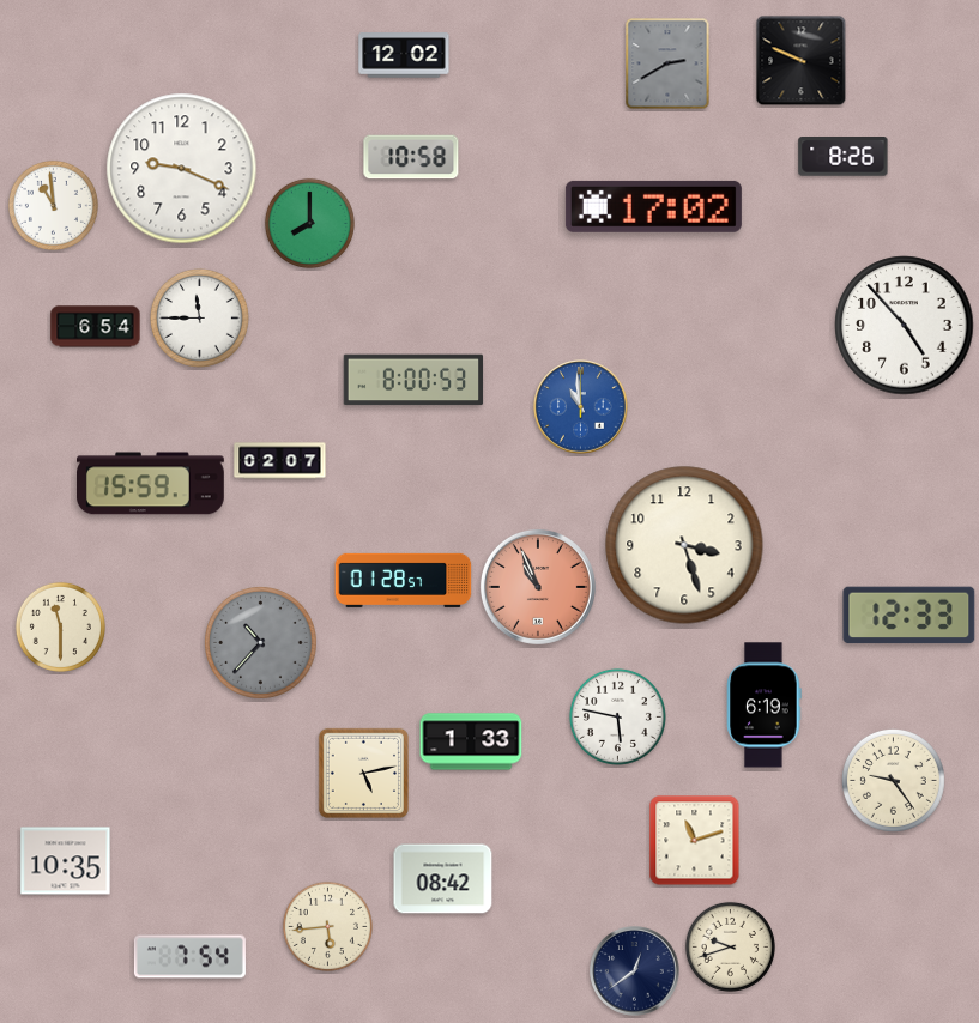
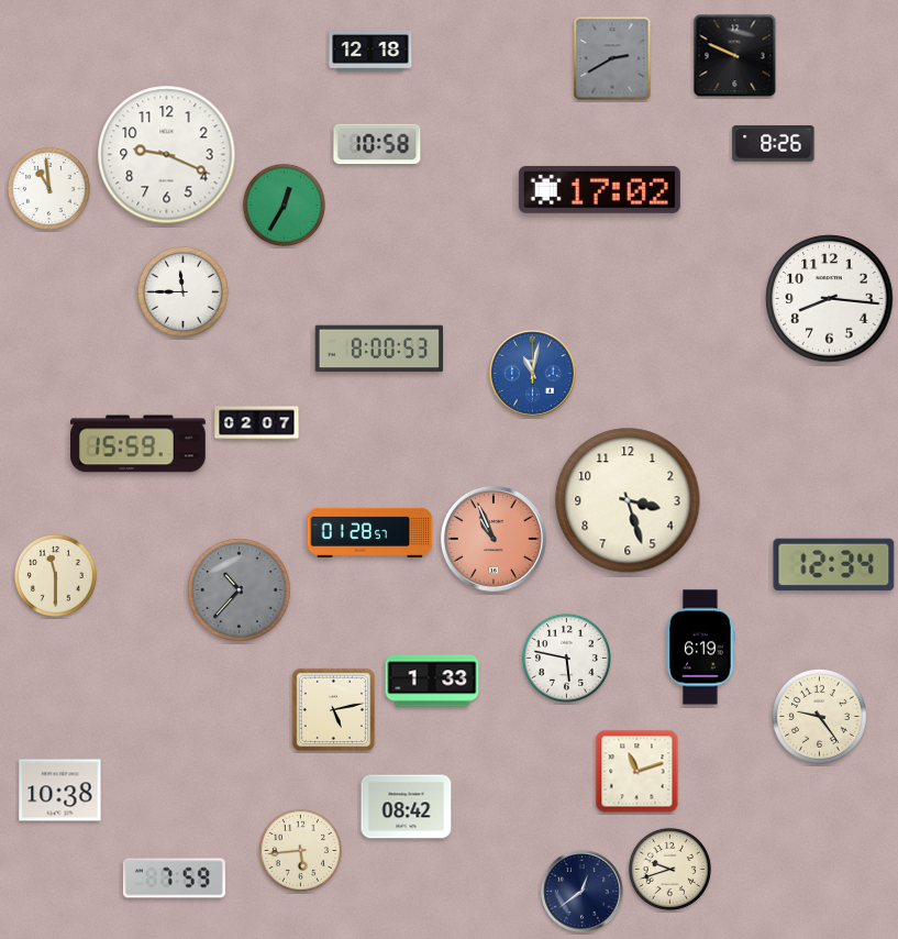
clock at (404, 55): 12:02 -> 12:18
clock at (309, 223): 8:00 -> 12:35
clock at (905, 326): 4:53 -> 8:16
clock at (96, 327): 6:54 -> none
clock at (581, 407): 10:59 -> 11:02
clock at (909, 616): 12:33 -> 12:34
clock at (66, 861): 10:35 -> 10:38
clock at (189, 957): 7:54 -> 7:59
